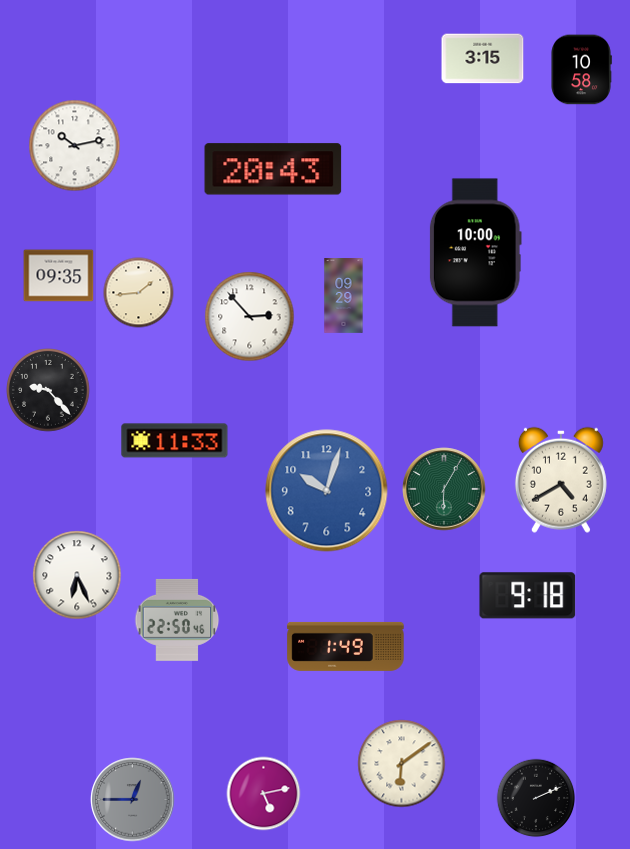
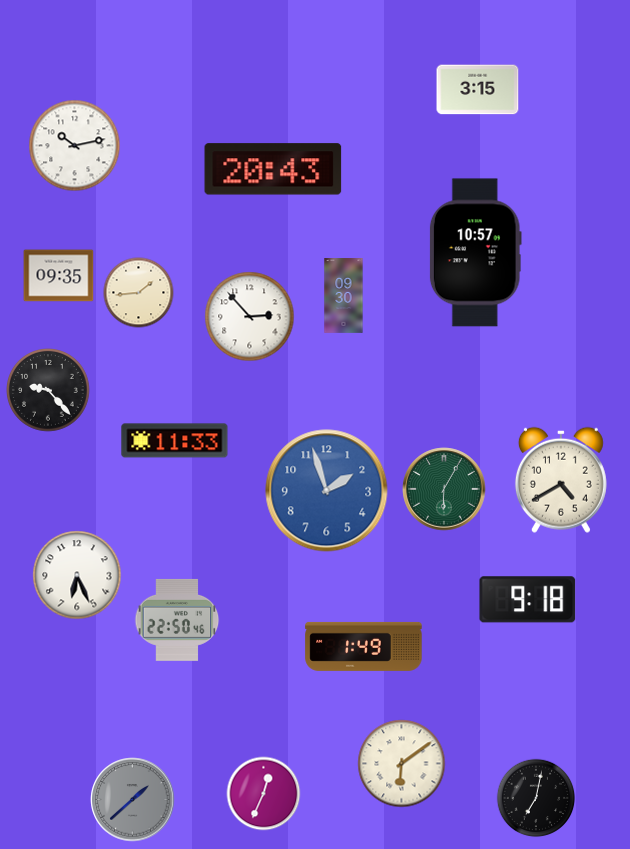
clock at (483, 59) position: (483, 59) -> (478, 90)
clock at (581, 70): 10:58 -> none
clock at (475, 253): 10:00 -> 10:57
clock at (344, 296): 09:29 -> 09:30
clock at (327, 491): 10:03 -> 1:57
clock at (528, 596) position: (528, 596) -> (528, 600)
clock at (346, 646) position: (346, 646) -> (364, 646)
clock at (264, 794): 5:13 -> 12:34
clock at (536, 798): 2:11 -> 7:02
clock at (133, 800): 12:45 -> 1:38
